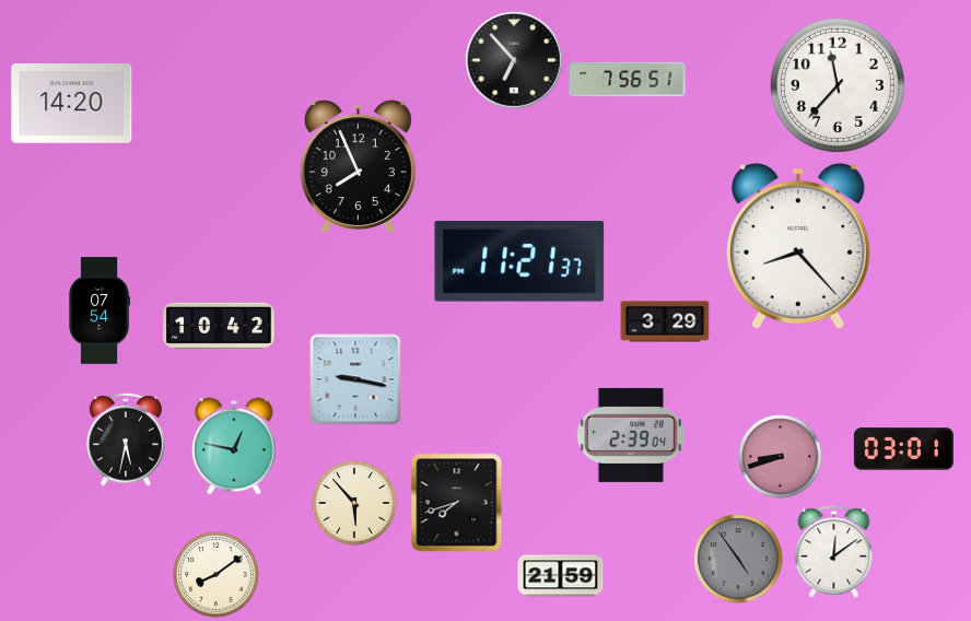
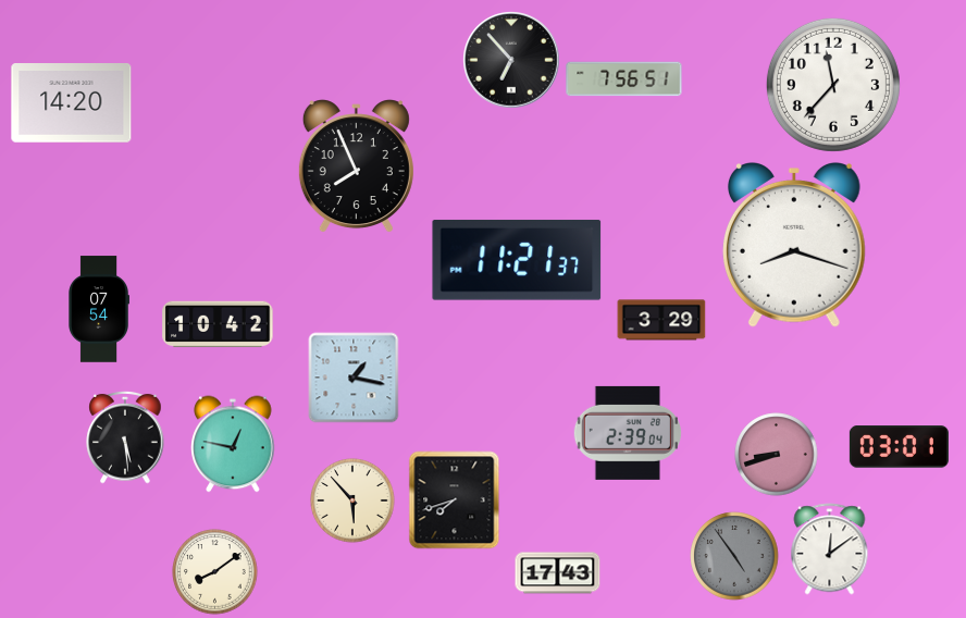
clock at (798, 247): 8:23 -> 8:18
clock at (355, 379): 9:17 -> 1:17
clock at (126, 440): 5:32 -> 5:29
clock at (561, 576): 21:59 -> 17:43
